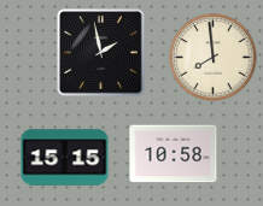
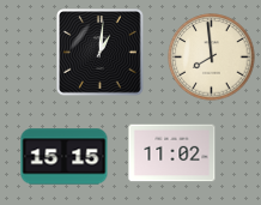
clock at (101, 53): 1:58 -> 1:01
clock at (174, 154): 10:58 -> 11:02
